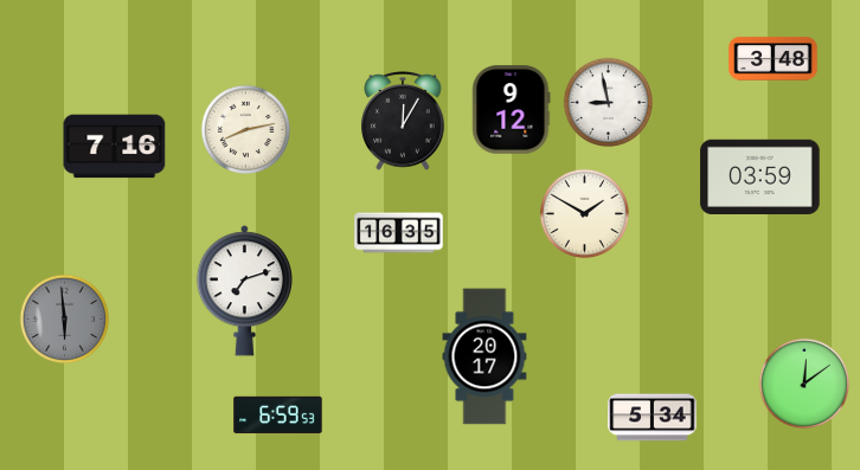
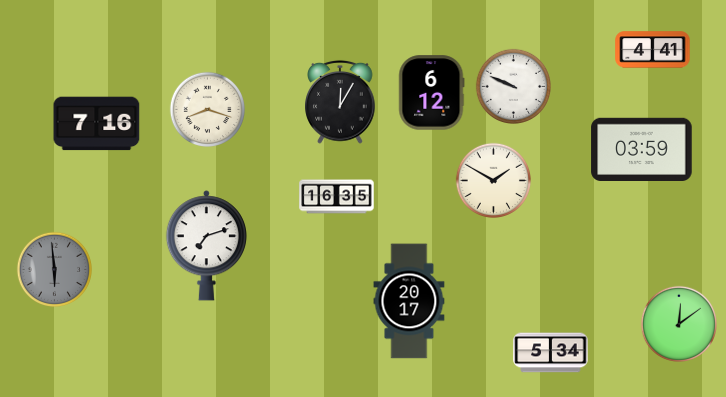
clock at (774, 59): 3:48 -> 4:41
clock at (608, 102): 8:58 -> 9:49
clock at (512, 110): 9:12 -> 6:12
clock at (245, 129): 8:13 -> 8:18
clock at (278, 416): 6:59 -> none
